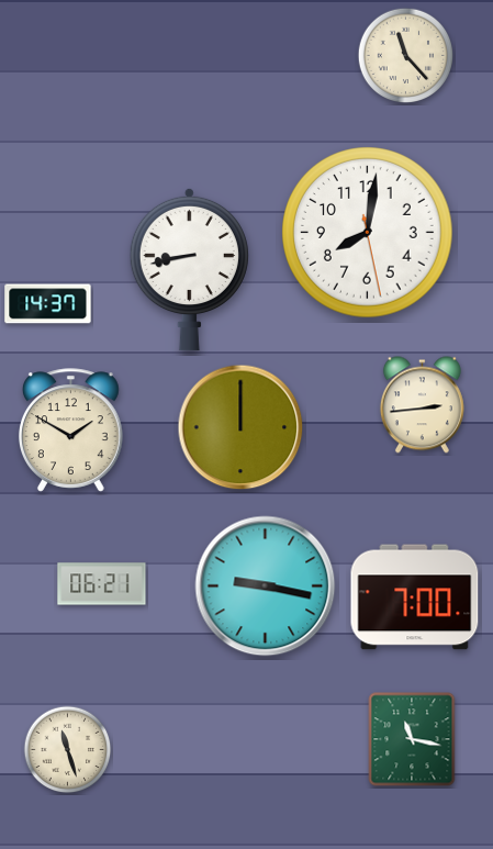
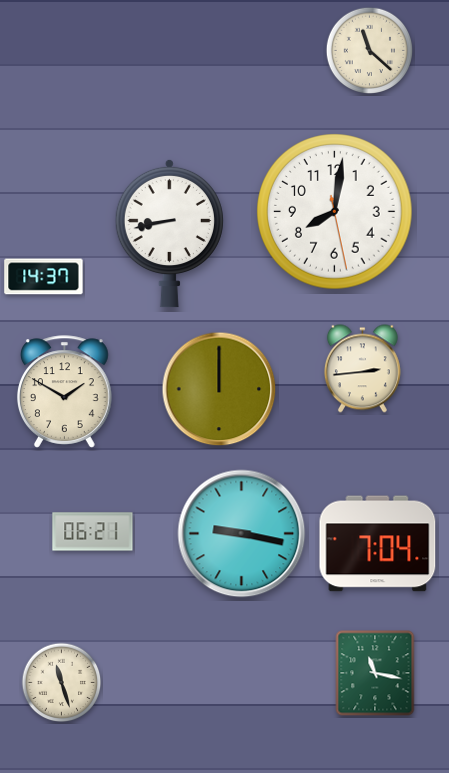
clock at (406, 56): 11:23 -> 11:22
clock at (189, 269) position: (189, 269) -> (169, 233)
clock at (422, 405) position: (422, 405) -> (362, 369)
clock at (415, 597): 7:00 -> 7:04
